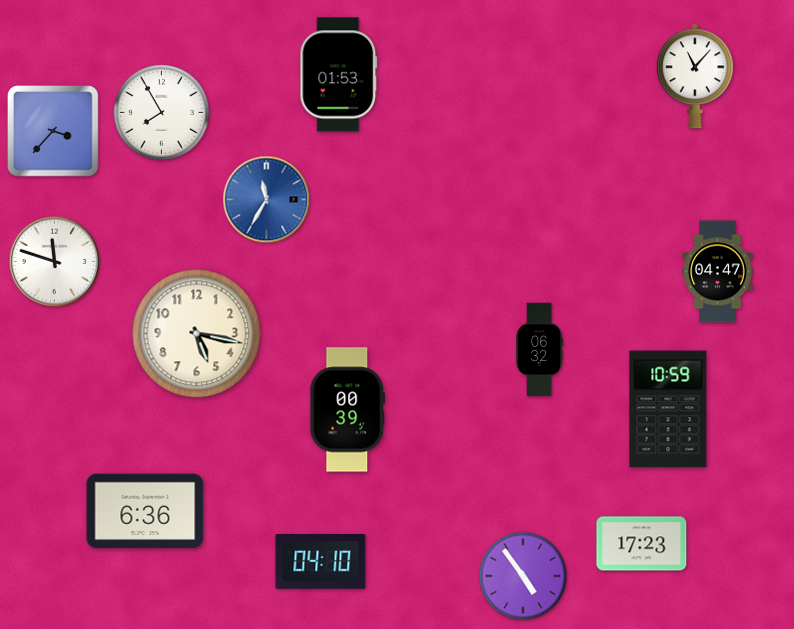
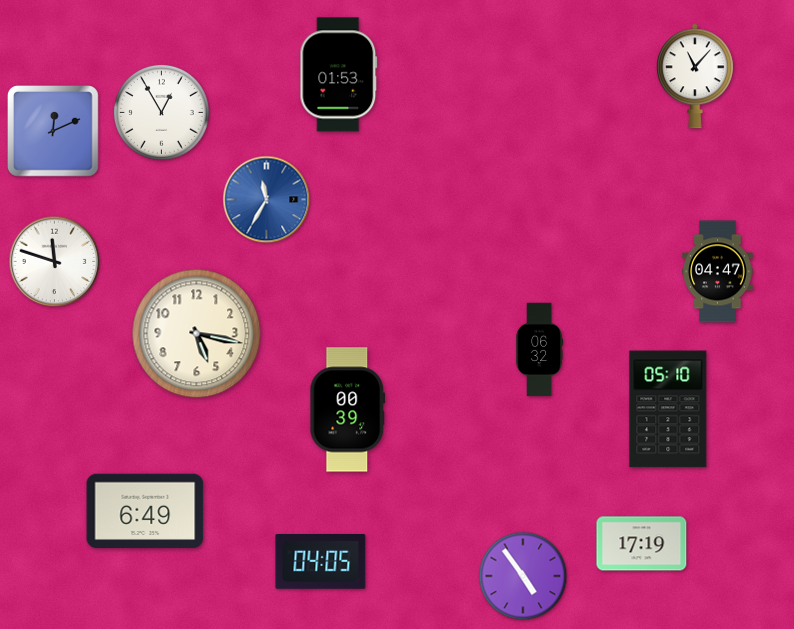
clock at (161, 112): 7:55 -> 12:55
clock at (54, 132): 3:37 -> 12:11
clock at (668, 409): 10:59 -> 05:10
clock at (145, 511): 6:36 -> 6:49
clock at (642, 544): 17:23 -> 17:19
clock at (321, 562): 04:10 -> 04:05
